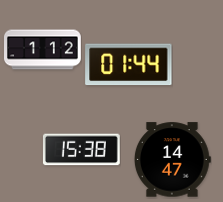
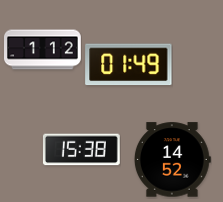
clock at (129, 65): 01:44 -> 01:49
clock at (172, 160): 14:47 -> 14:52
